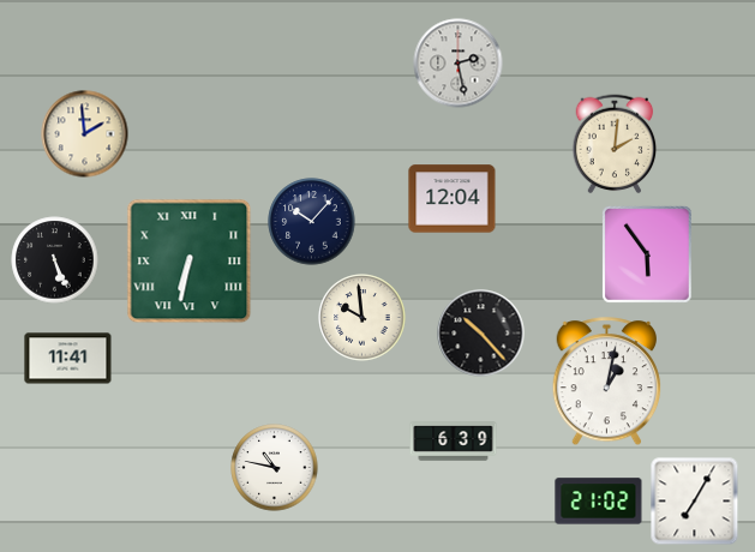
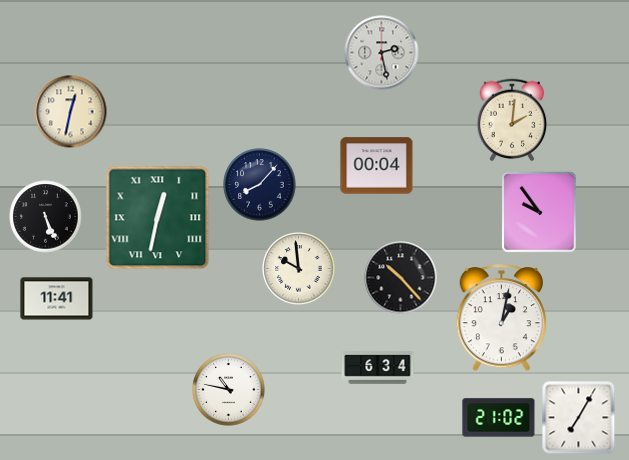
clock at (85, 134): 1:59 -> 12:32
clock at (453, 199): 12:04 -> 00:04
clock at (312, 222): 10:07 -> 8:07
clock at (647, 254): 5:54 -> 9:54
clock at (190, 262): 6:32 -> 12:32
clock at (362, 318) position: (362, 318) -> (299, 269)
clock at (607, 382) position: (607, 382) -> (502, 318)
clock at (454, 442): 6:39 -> 6:34
